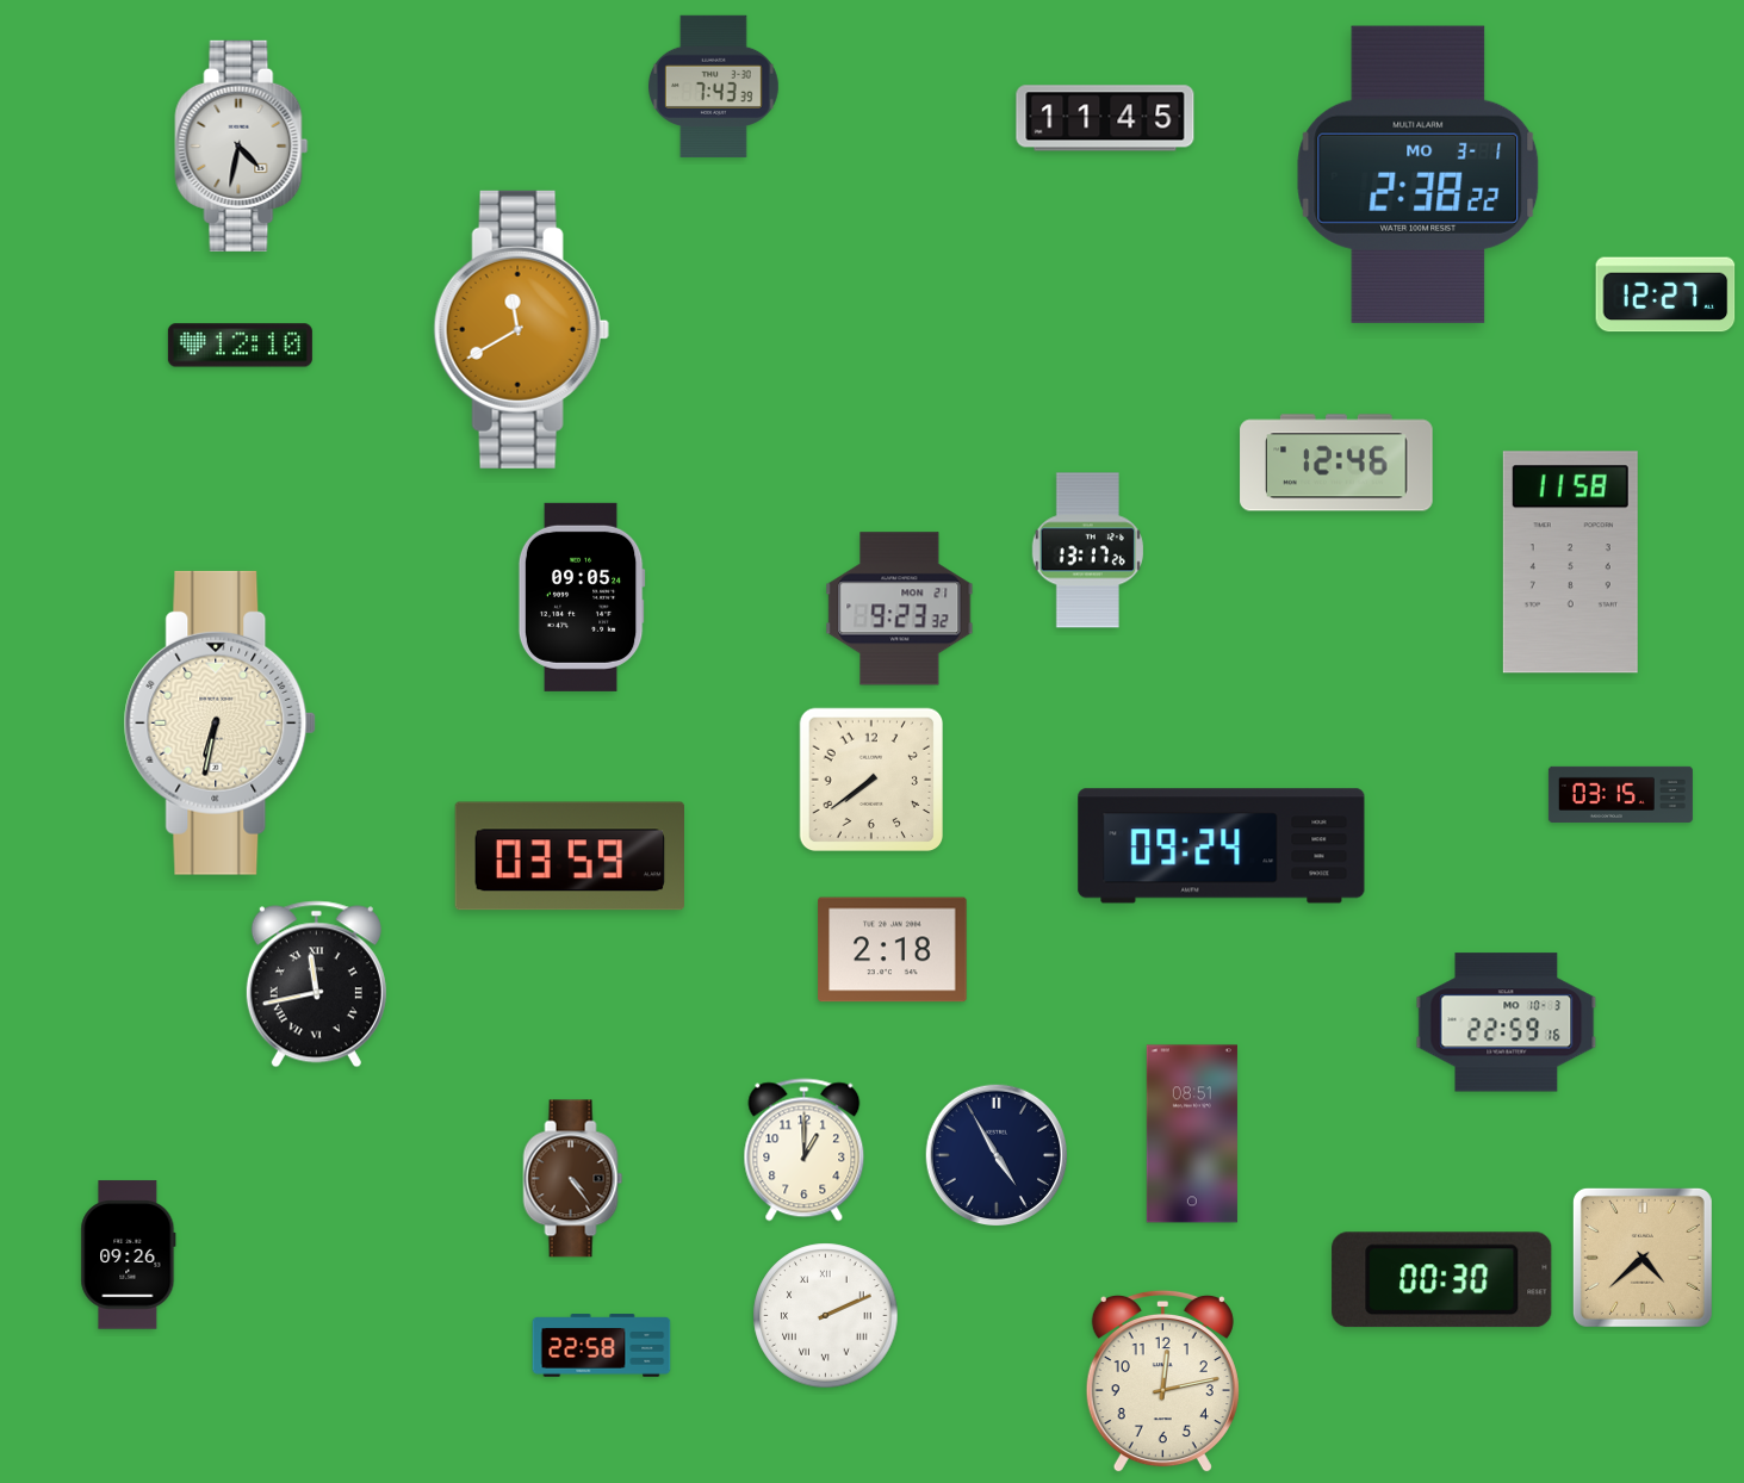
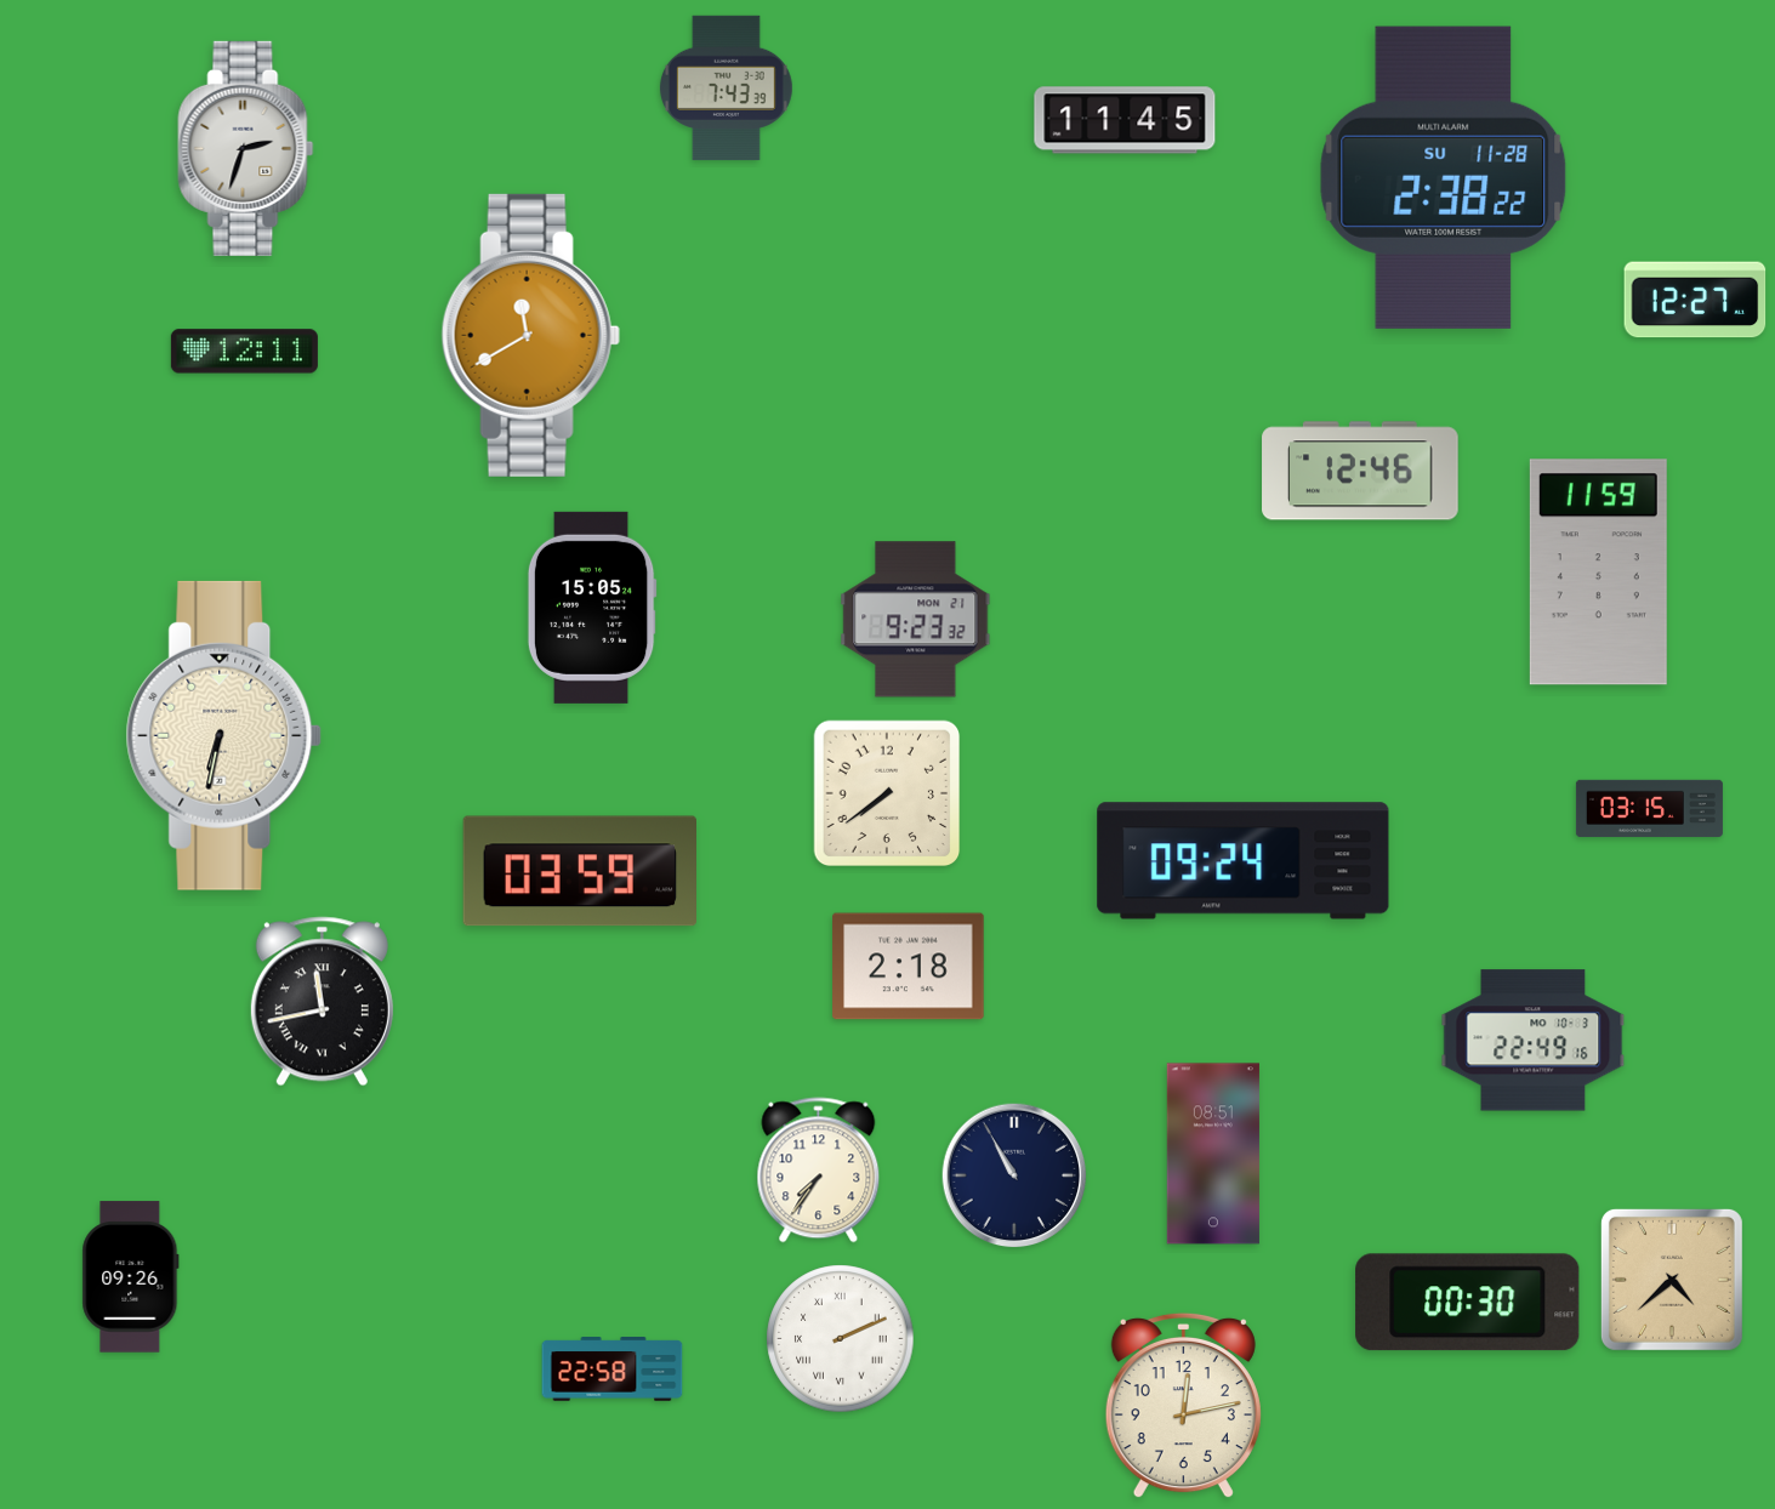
clock at (242, 145): 4:32 -> 2:33
clock at (1419, 174) date: MO 3-1 -> SU 11-28
clock at (240, 346): 12:10 -> 12:11
clock at (1087, 551): 13:17 -> none
clock at (1570, 563): 11:58 -> 11:59
clock at (582, 597): 09:05 -> 15:05
clock at (1507, 1023): 22:59 -> 22:49
clock at (805, 1150): 1:00 -> 7:36
clock at (997, 1155): 4:55 -> 10:55
clock at (573, 1179): 4:24 -> none
